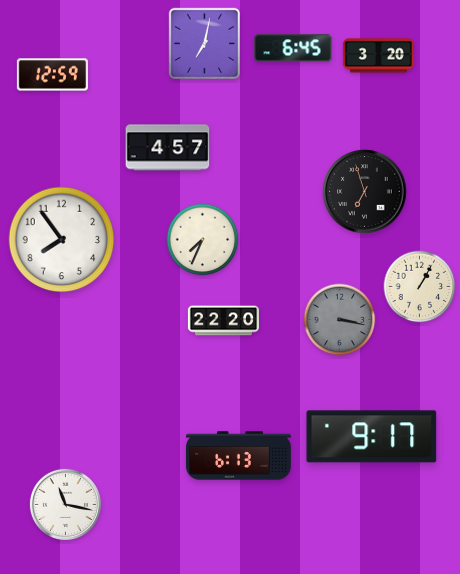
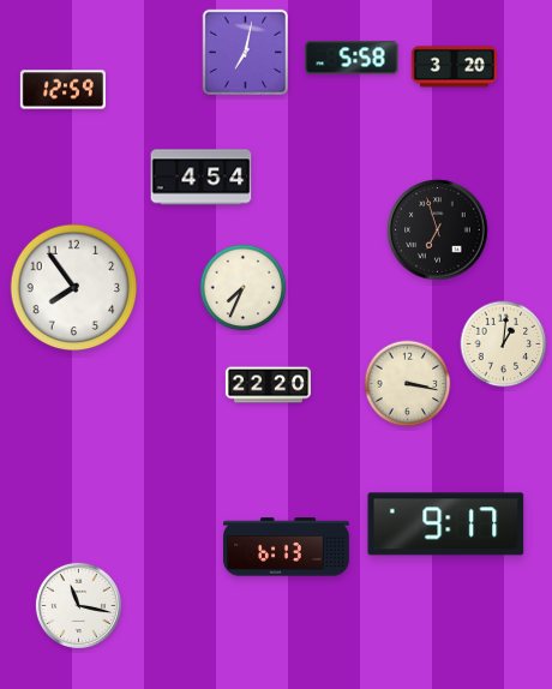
clock at (293, 48): 6:45 -> 5:58
clock at (168, 148): 4:57 -> 4:54
clock at (420, 287): 1:05 -> 1:01
clock at (340, 320) dial: grey -> cream
